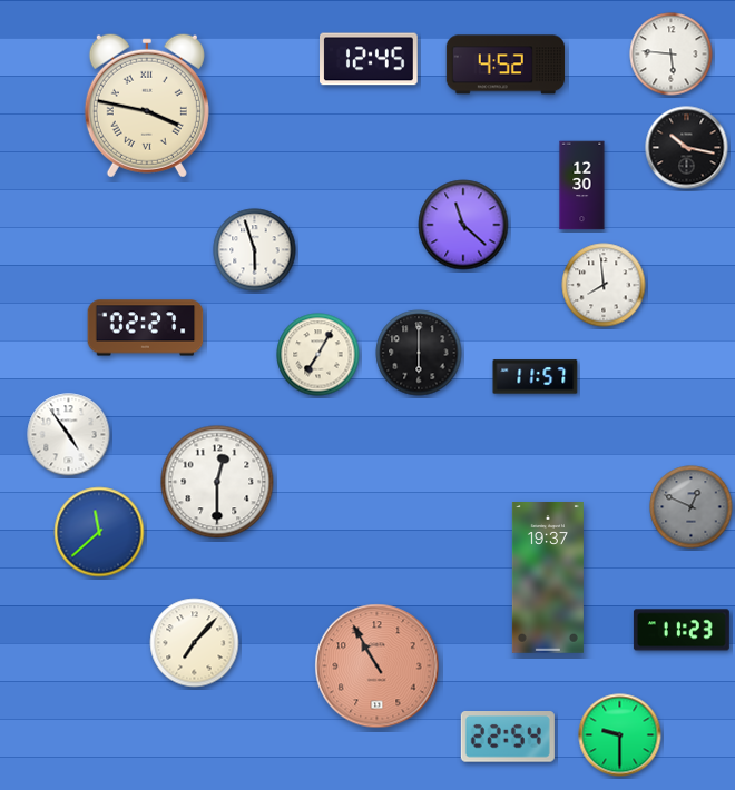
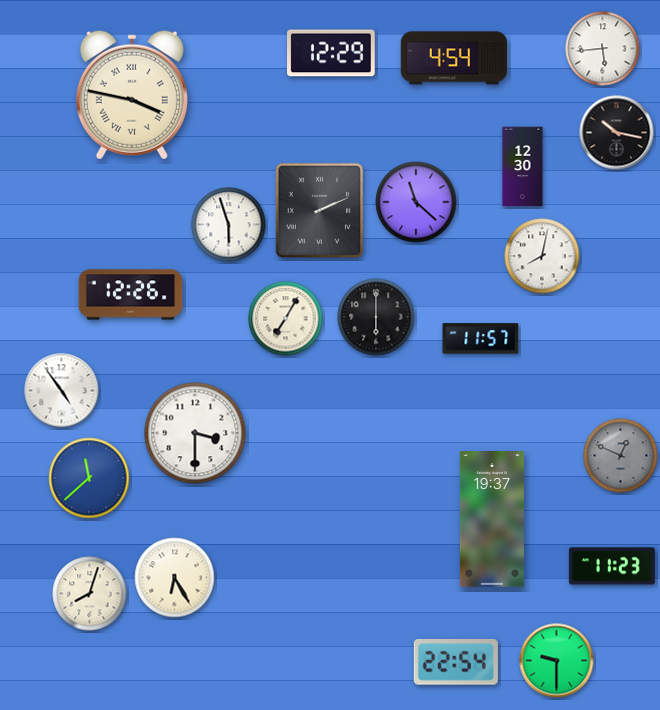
clock at (672, 55): 5:46 -> 5:44
clock at (370, 59): 12:45 -> 12:29
clock at (504, 65): 4:52 -> 4:54
clock at (320, 211): none -> 2:11
clock at (604, 285): 7:59 -> 8:02
clock at (146, 328): 02:27 -> 12:26
clock at (217, 482): 12:30 -> 3:30
clock at (195, 643): 7:07 -> 6:25
clock at (90, 594): none -> 8:03
clock at (378, 666): 10:55 -> none
